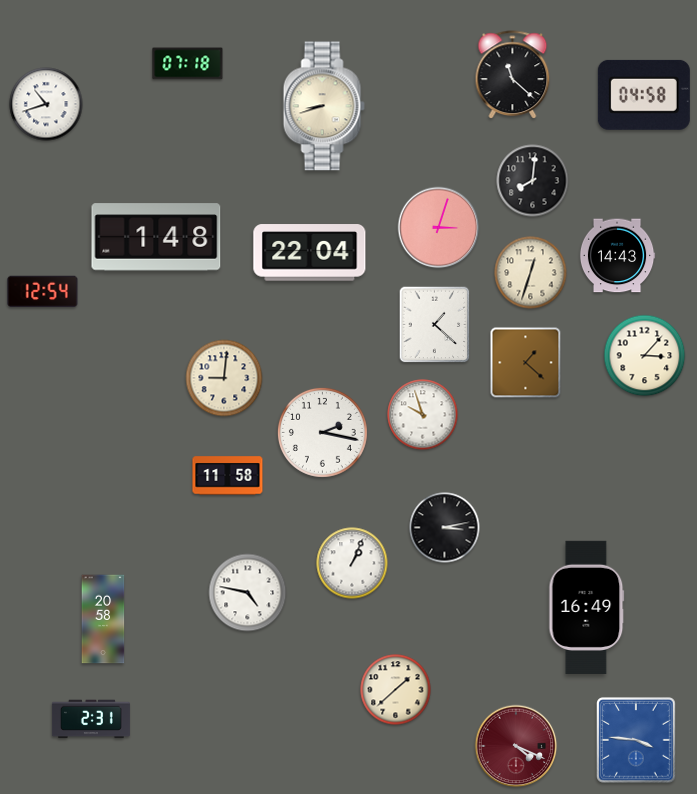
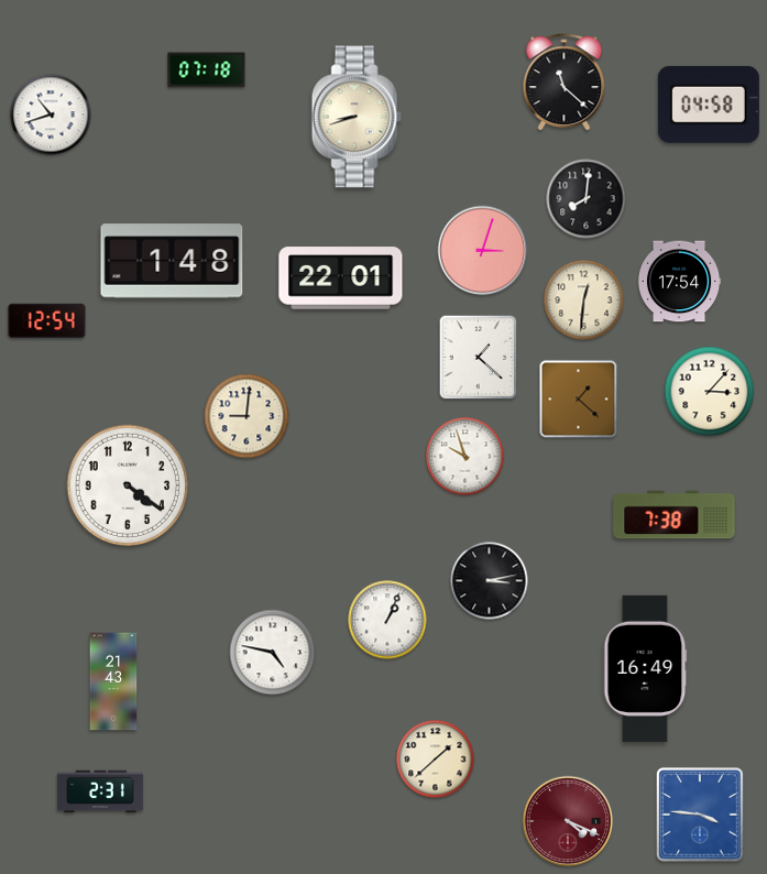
clock at (310, 253): 22:04 -> 22:01
clock at (617, 256): 14:43 -> 17:54
clock at (531, 273): 12:33 -> 12:31
clock at (322, 432): 2:17 -> none
clock at (128, 485): none -> 4:21
clock at (675, 515): none -> 7:38
clock at (228, 476): 11:58 -> none
clock at (103, 619): 20:58 -> 21:43
